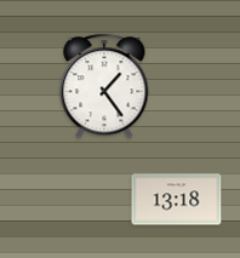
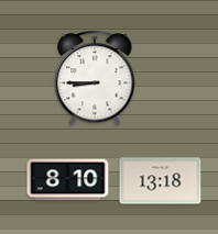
clock at (104, 86): 1:24 -> 8:45
clock at (68, 180): none -> 8:10
